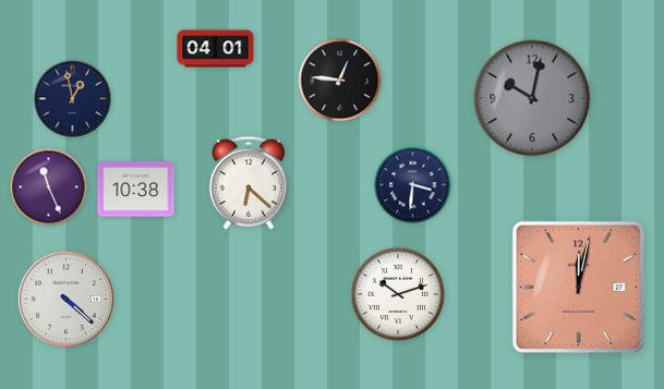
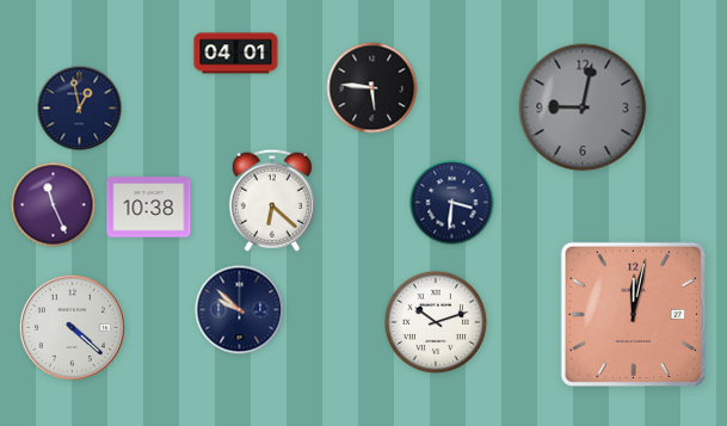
clock at (340, 81): 12:46 -> 5:46
clock at (532, 98): 10:02 -> 9:02
clock at (240, 310): none -> 9:52
